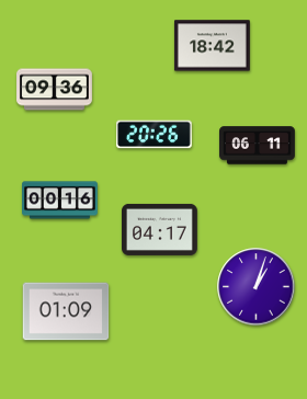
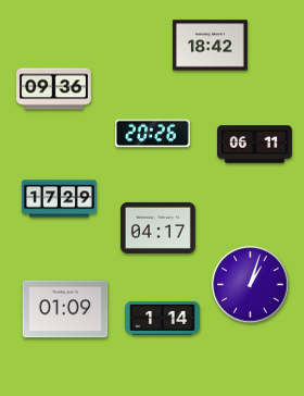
clock at (60, 201): 00:16 -> 17:29
clock at (257, 287) position: (257, 287) -> (251, 285)
clock at (163, 318): none -> 1:14
